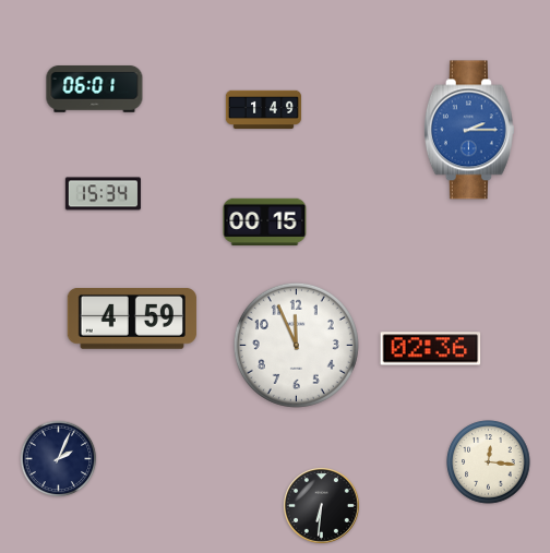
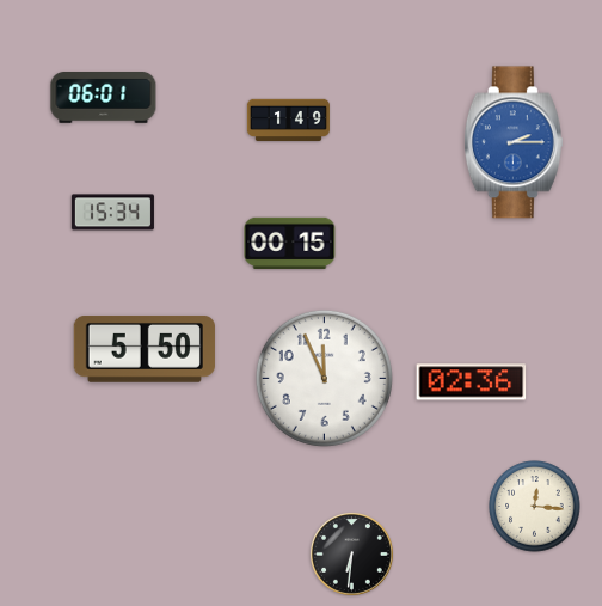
clock at (132, 320): 4:59 -> 5:50
clock at (59, 459): 2:04 -> none
